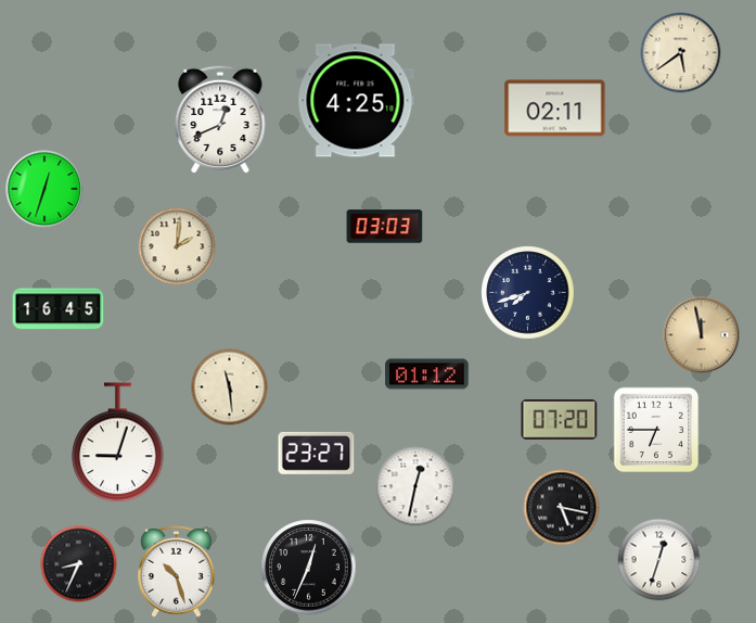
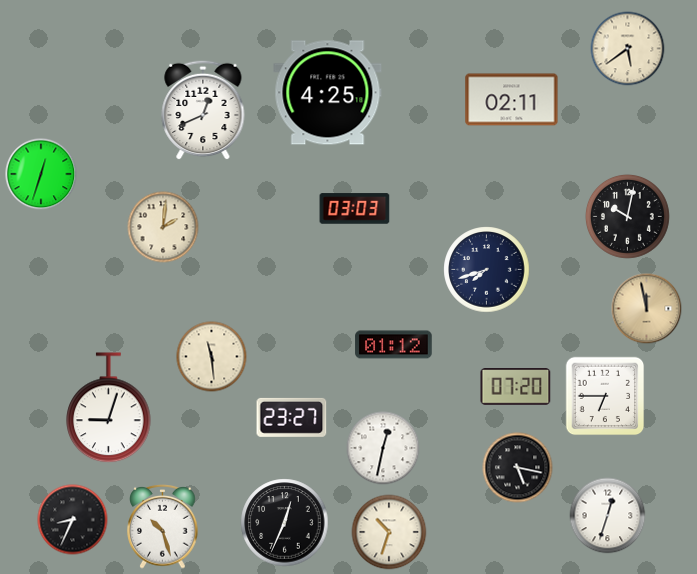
clock at (627, 216): none -> 10:02
clock at (59, 309): 16:45 -> none
clock at (389, 532): none -> 10:33
